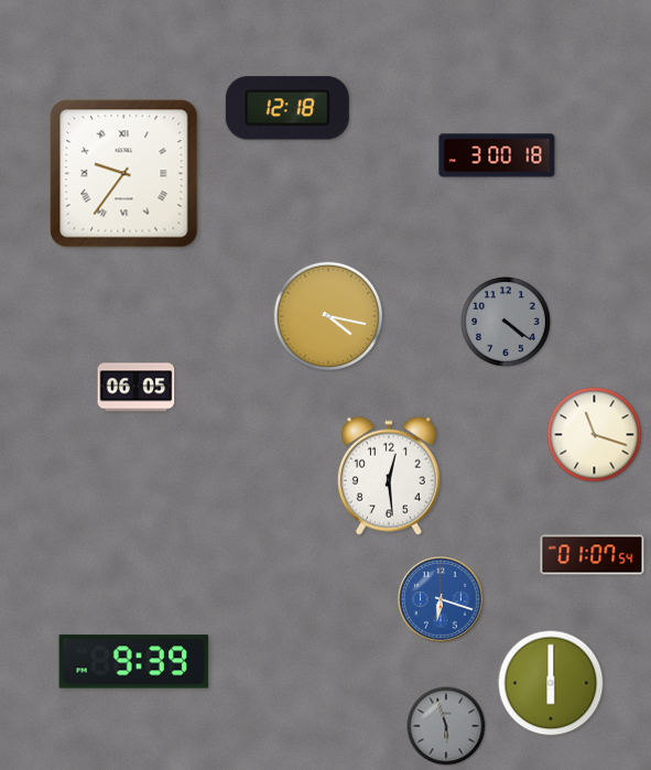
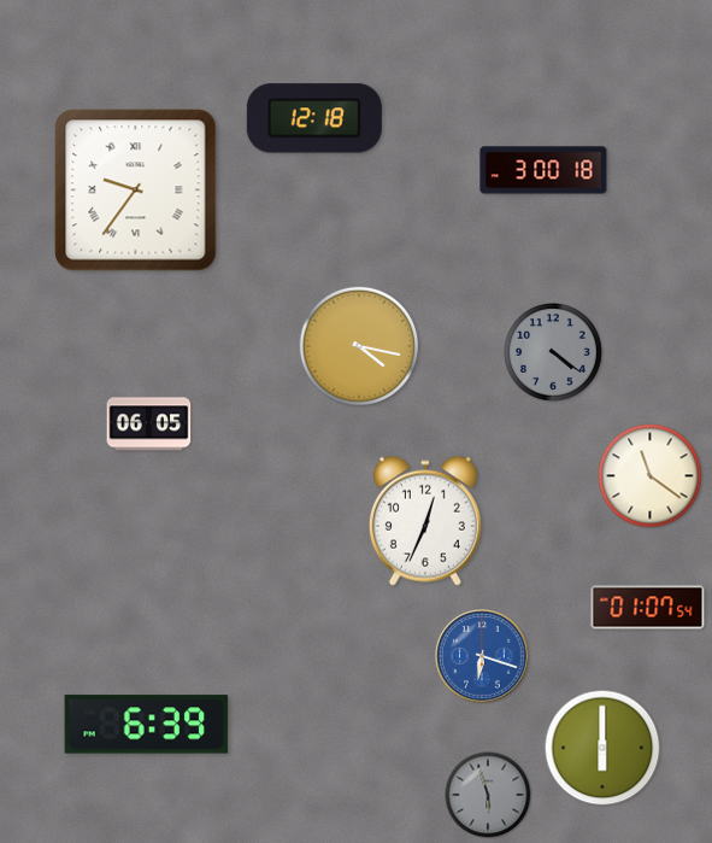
clock at (595, 435): 11:18 -> 11:21
clock at (389, 476): 12:29 -> 12:34
clock at (134, 662): 9:39 -> 6:39
